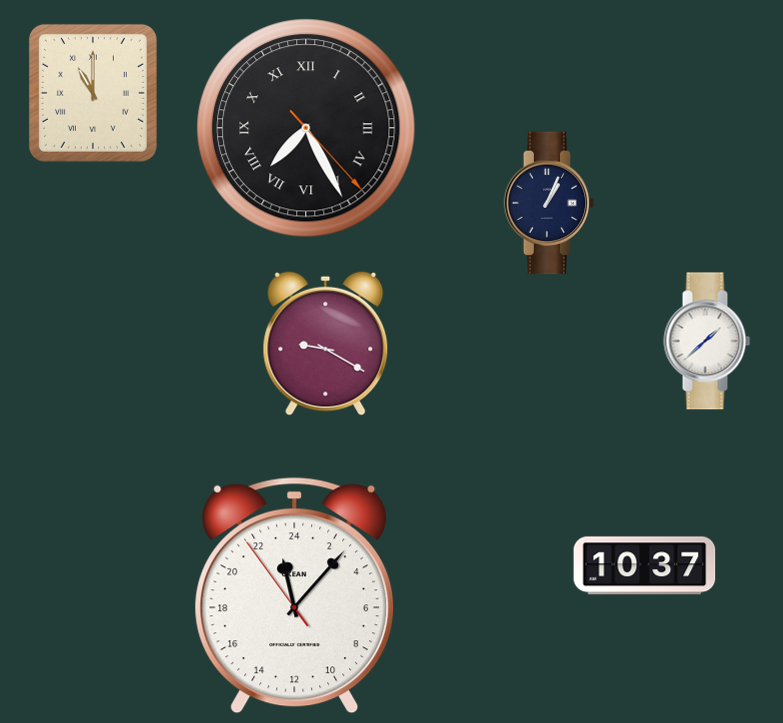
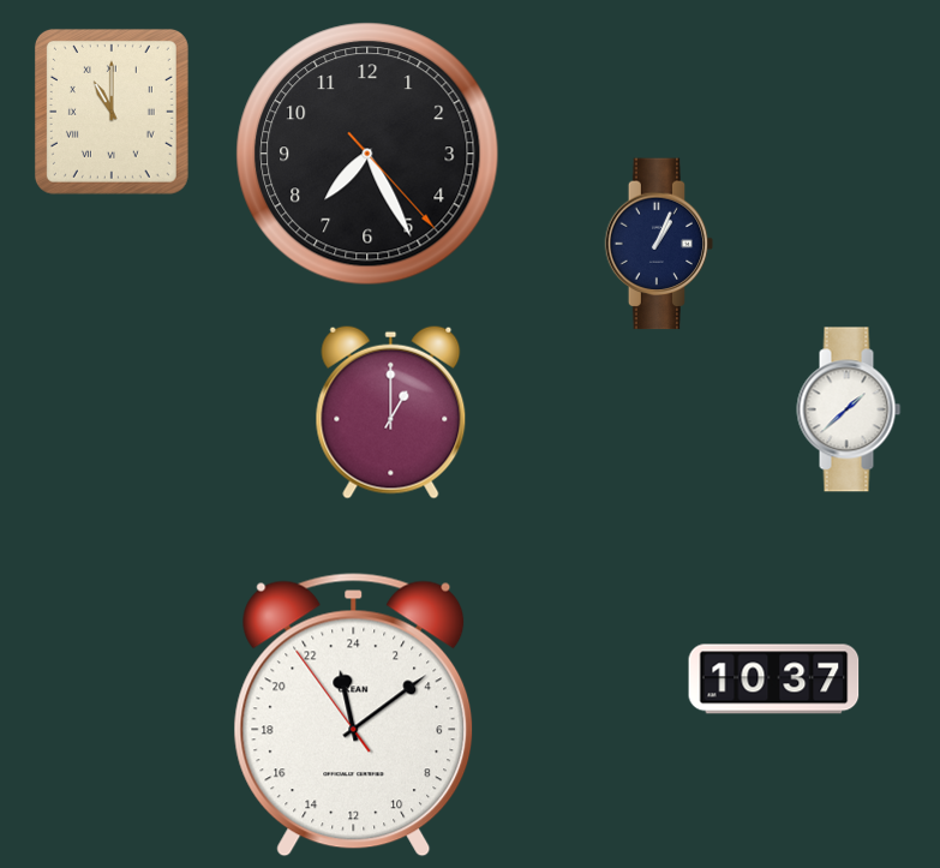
clock at (306, 128) numerals: Roman -> Arabic
clock at (326, 343): 9:20 -> 1:00
clock at (295, 596): 23:06 -> 23:08
